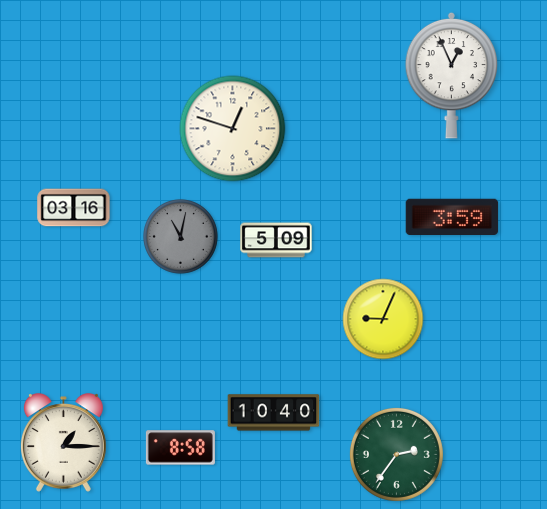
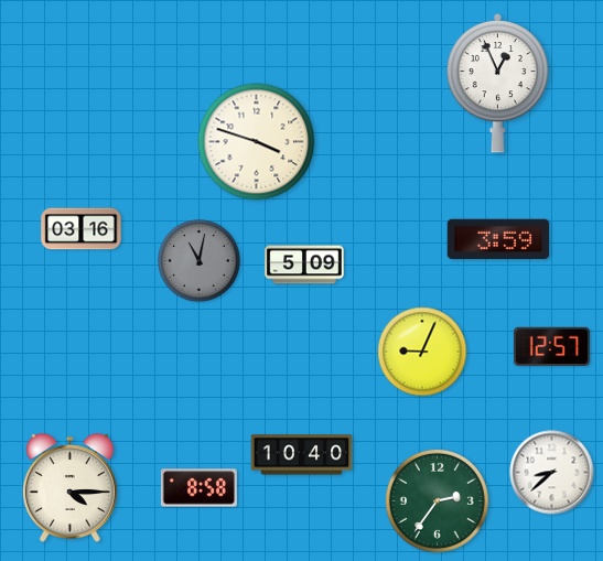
clock at (233, 129): 12:48 -> 3:48
clock at (551, 346): none -> 12:57
clock at (552, 473): none -> 8:38
clock at (63, 443): 1:15 -> 4:15
clock at (180, 448) position: (180, 448) -> (198, 488)
